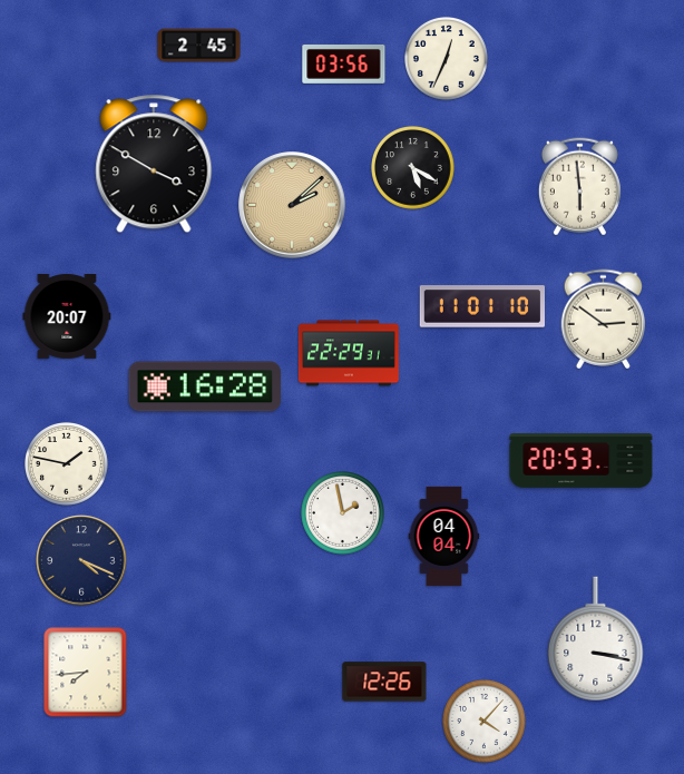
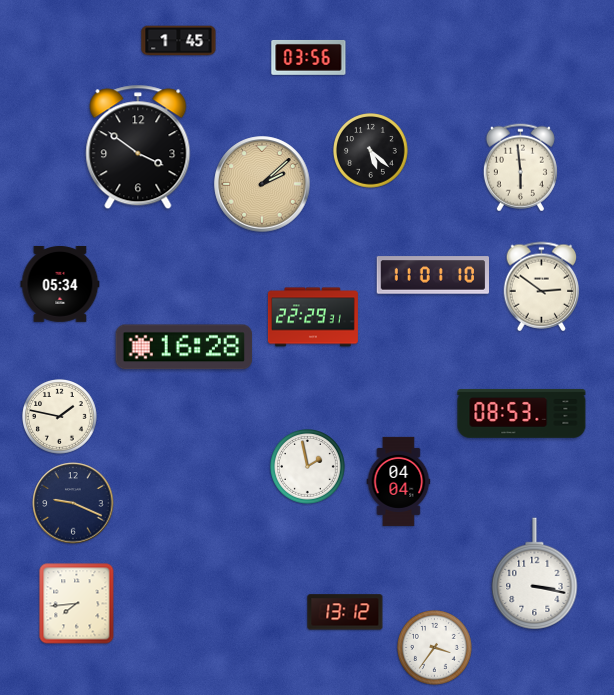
clock at (199, 46): 2:45 -> 1:45
clock at (447, 59): 12:34 -> none
clock at (154, 164): 3:50 -> 3:51
clock at (413, 168): 5:20 -> 5:22
clock at (67, 316): 20:07 -> 05:34
clock at (582, 460): 20:53 -> 08:53
clock at (343, 513) position: (343, 513) -> (308, 467)
clock at (81, 560): 4:19 -> 9:19
clock at (384, 682): 12:26 -> 13:12
clock at (485, 722): 4:07 -> 3:36
